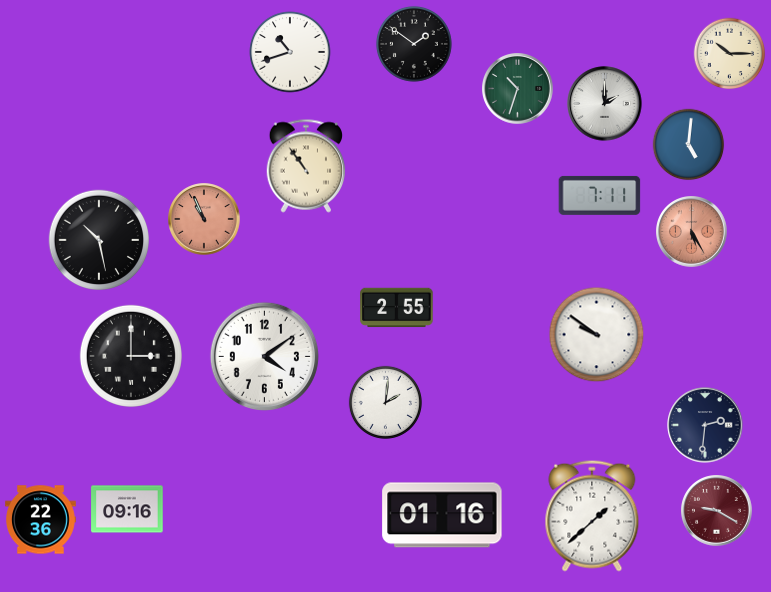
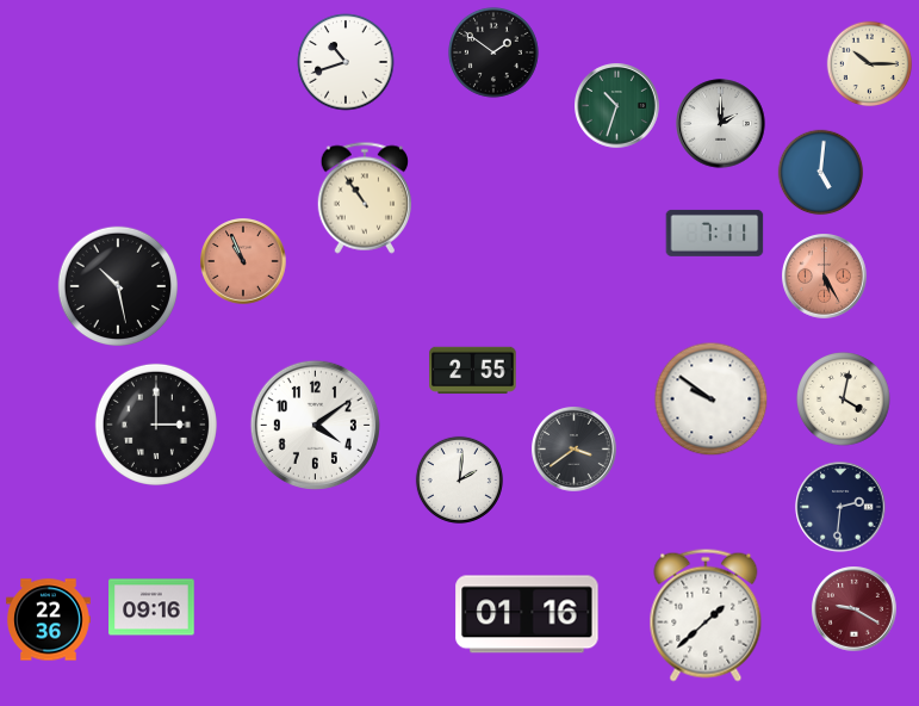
clock at (397, 308) position: (397, 308) -> (473, 371)
clock at (844, 400): none -> 4:02
clock at (575, 450): none -> 3:39
